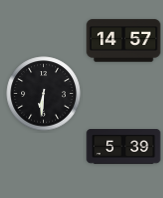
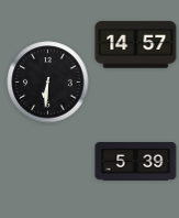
clock at (44, 94) position: (44, 94) -> (48, 83)
